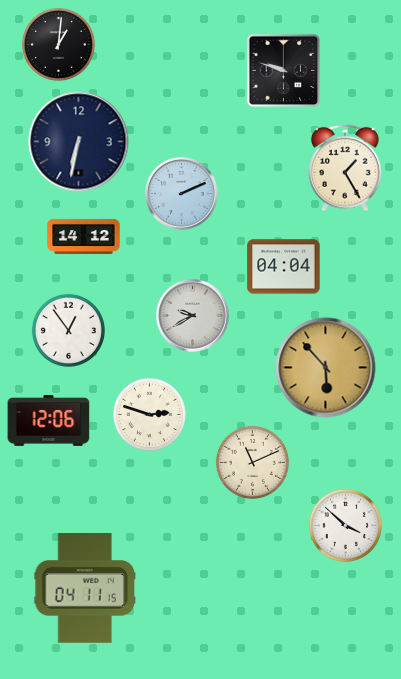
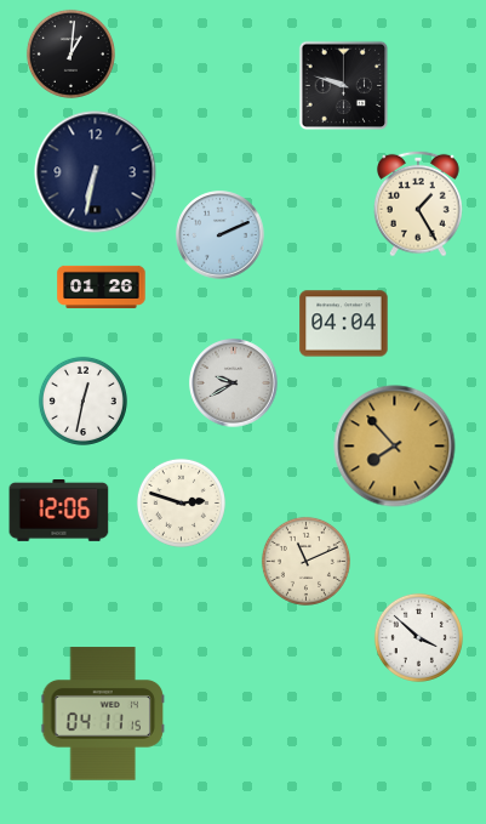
clock at (84, 236): 14:12 -> 01:26
clock at (68, 330): 12:54 -> 12:32
clock at (326, 368): 5:53 -> 7:53
